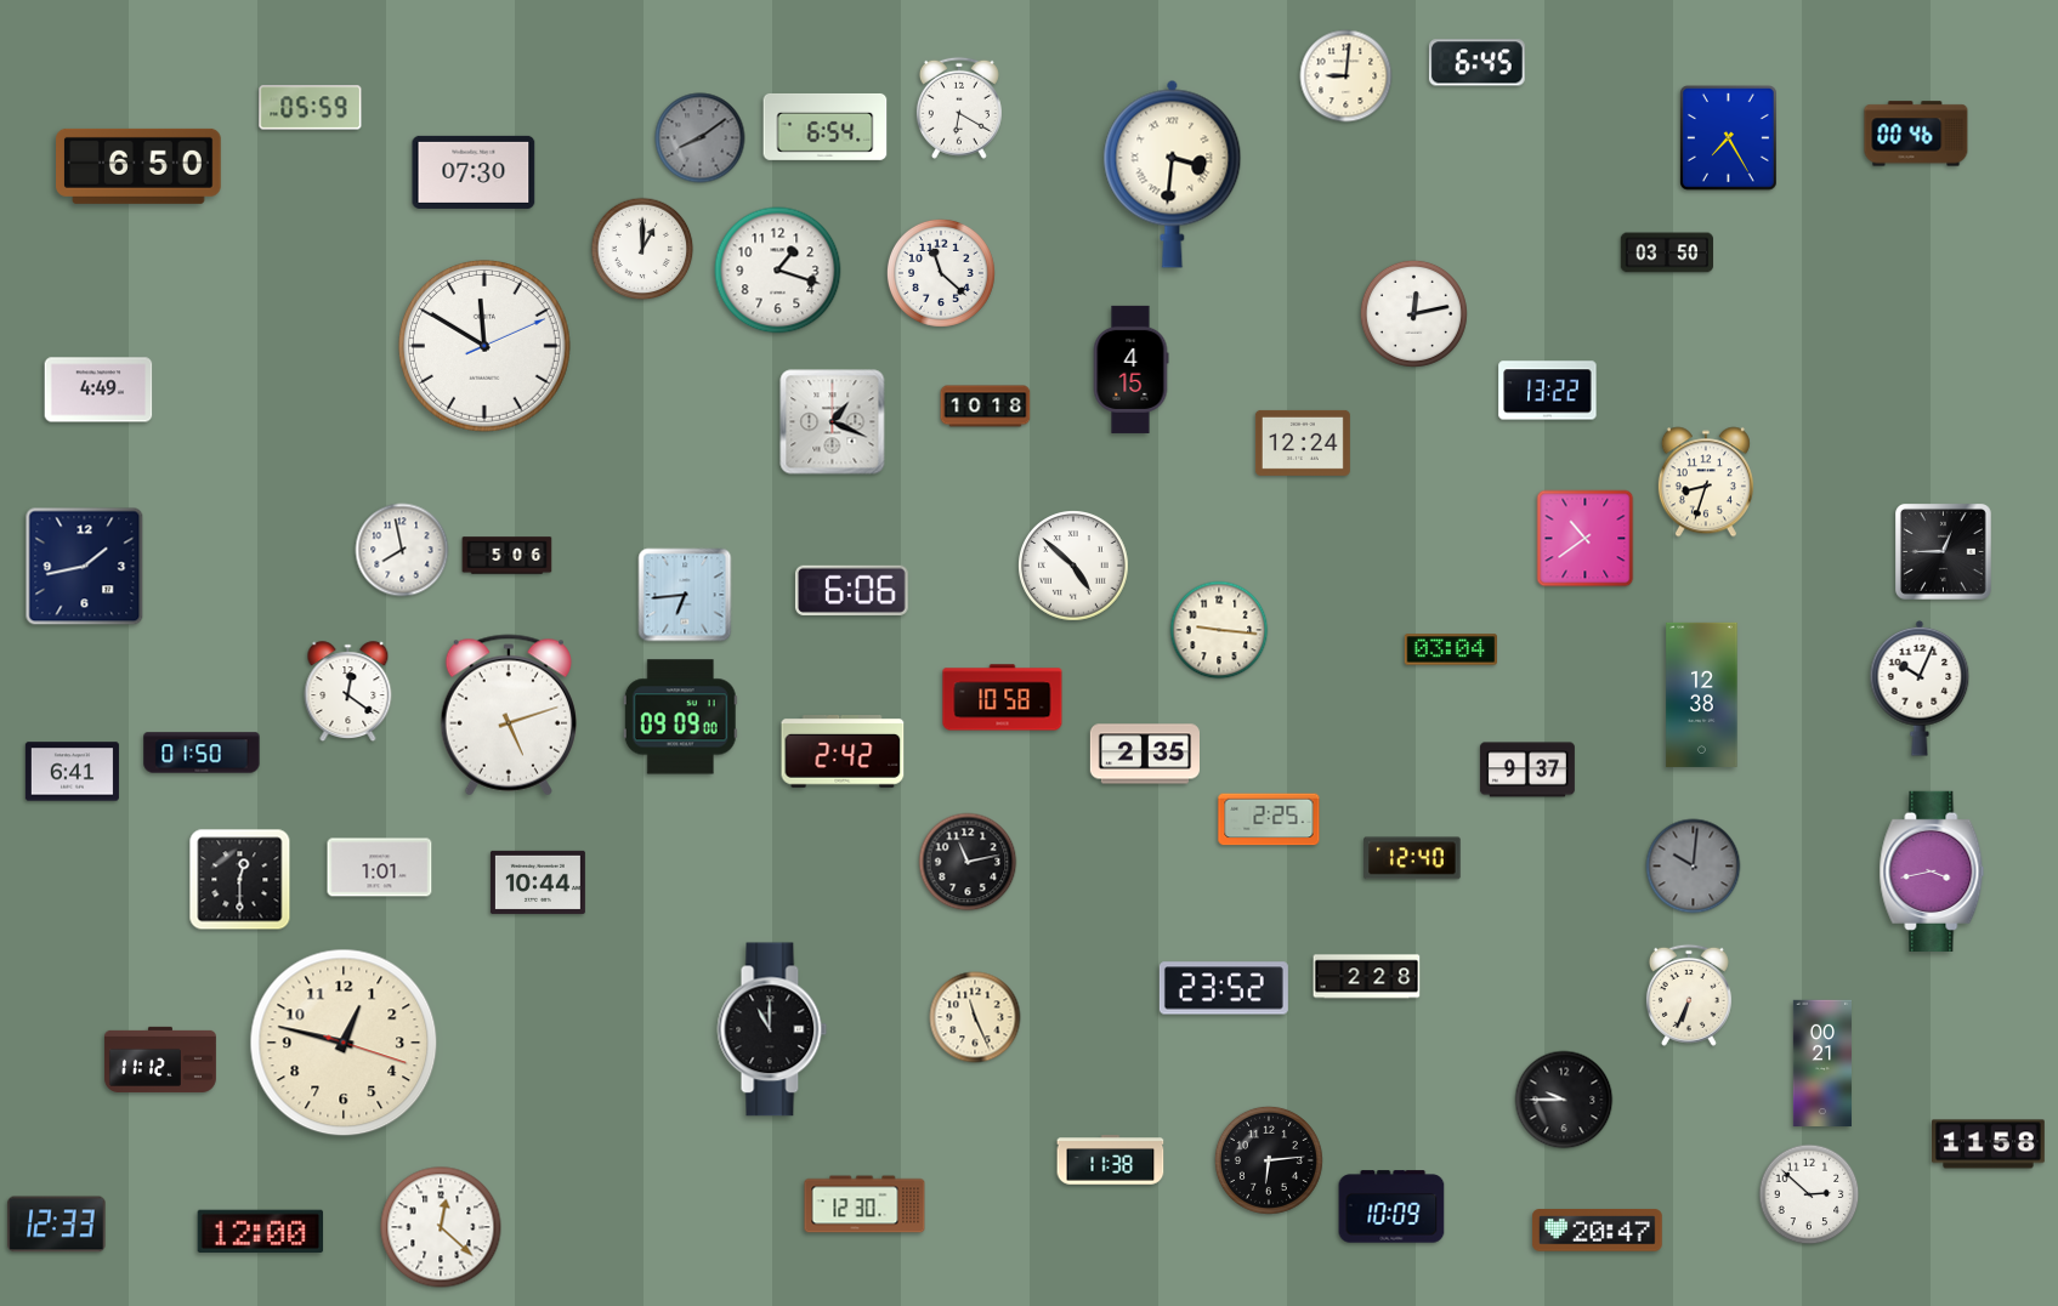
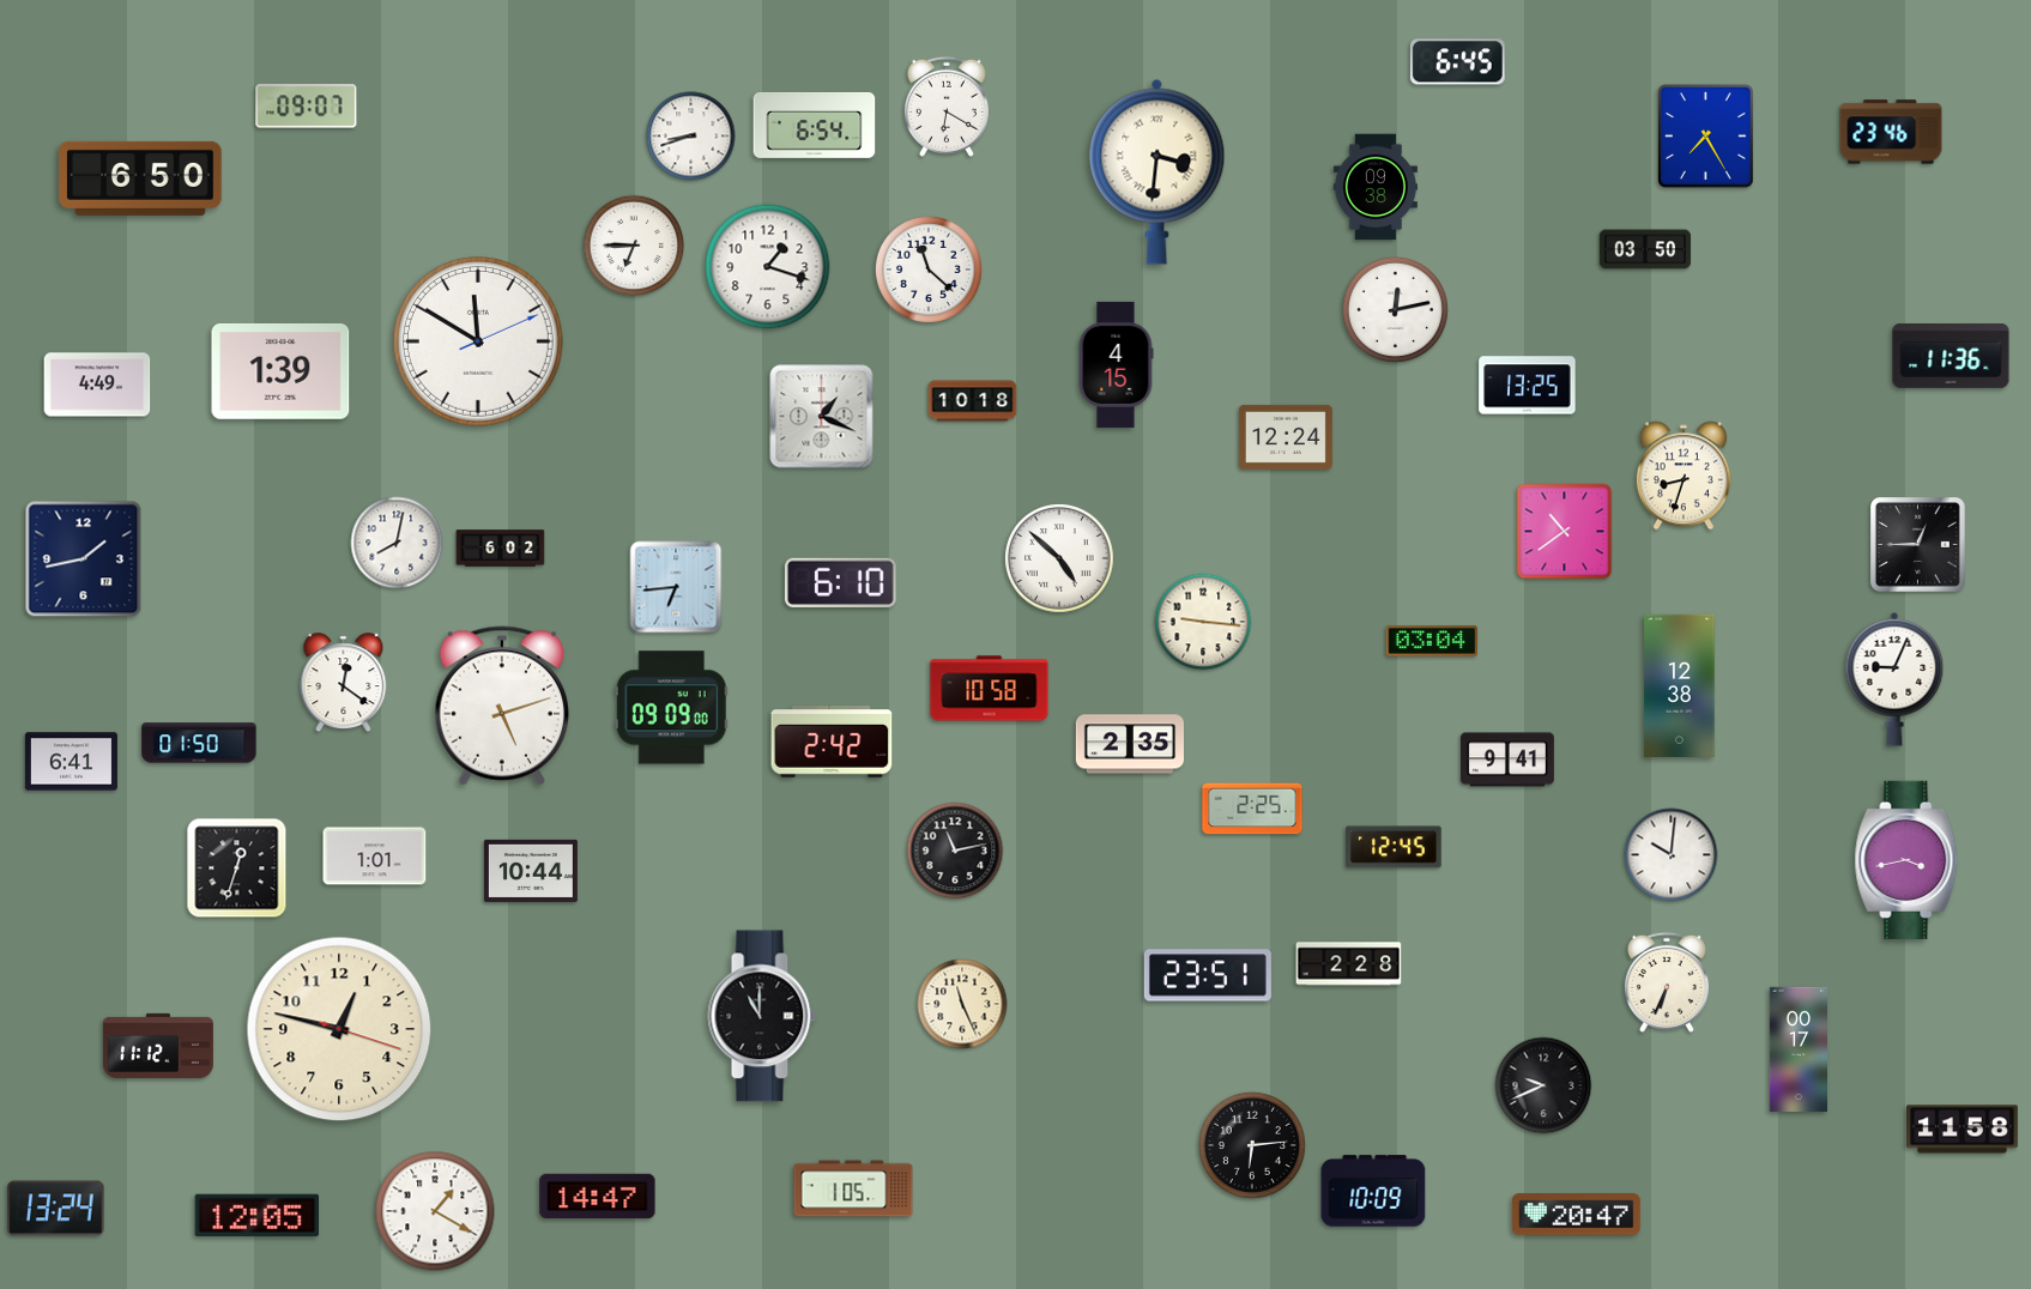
clock at (1347, 76): 9:01 -> none
clock at (311, 108): 05:59 -> 09:07
clock at (1916, 134): 00:46 -> 23:46
clock at (701, 138): 8:09 -> 8:42
clock at (701, 138) dial: grey -> white
clock at (140, 166) position: (140, 166) -> (141, 178)
clock at (474, 172): 07:30 -> none
clock at (1376, 187): none -> 09:38
clock at (642, 249): 1:00 -> 6:45
clock at (1951, 357): none -> 11:36
clock at (280, 371): none -> 1:39
clock at (1548, 391): 13:22 -> 13:25
clock at (402, 550): 7:58 -> 8:02
clock at (508, 556): 5:06 -> 6:02
clock at (851, 590): 6:06 -> 6:10
clock at (1920, 688): 10:04 -> 9:04
clock at (1527, 770): 9:37 -> 9:41
clock at (1412, 858): 12:40 -> 12:45
clock at (1694, 867) dial: grey -> white
clock at (240, 880): 12:30 -> 12:33
clock at (1224, 988): 23:52 -> 23:51
clock at (1821, 1063): 00:21 -> 00:17
clock at (1564, 1100): 9:45 -> 9:41
clock at (1111, 1160): 11:38 -> none
clock at (1809, 1194): 2:52 -> none
clock at (864, 1204): 12:30 -> 1:05
clock at (598, 1197): none -> 14:47
clock at (57, 1225): 12:33 -> 13:24
clock at (441, 1227): 12:22 -> 1:20
clock at (261, 1231): 12:00 -> 12:05
